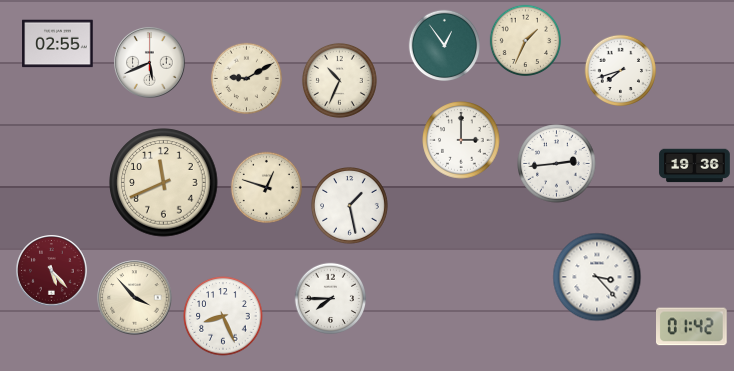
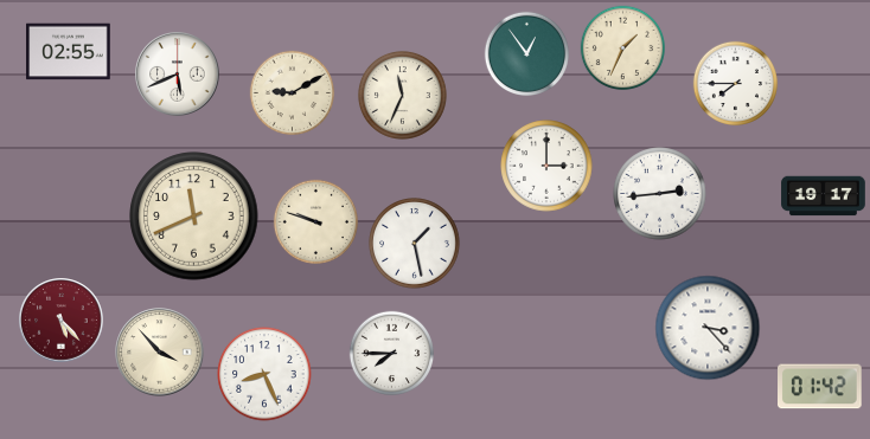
clock at (620, 70): 7:42 -> 7:45
clock at (339, 80): 10:34 -> 11:34
clock at (695, 166): 19:36 -> 19:17
clock at (266, 187): 12:48 -> 9:48
